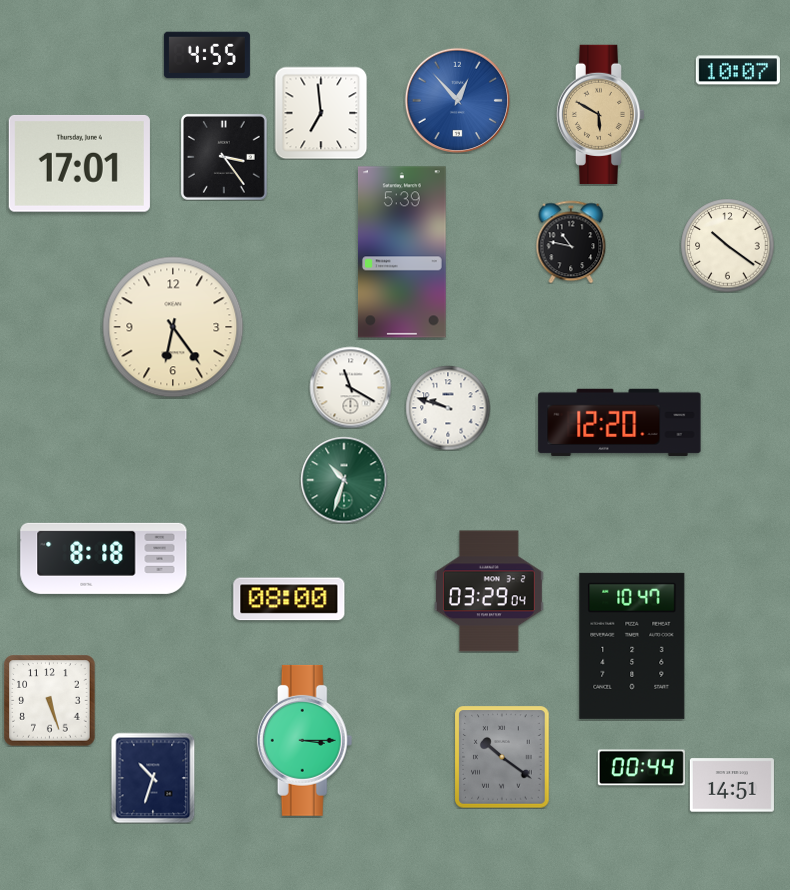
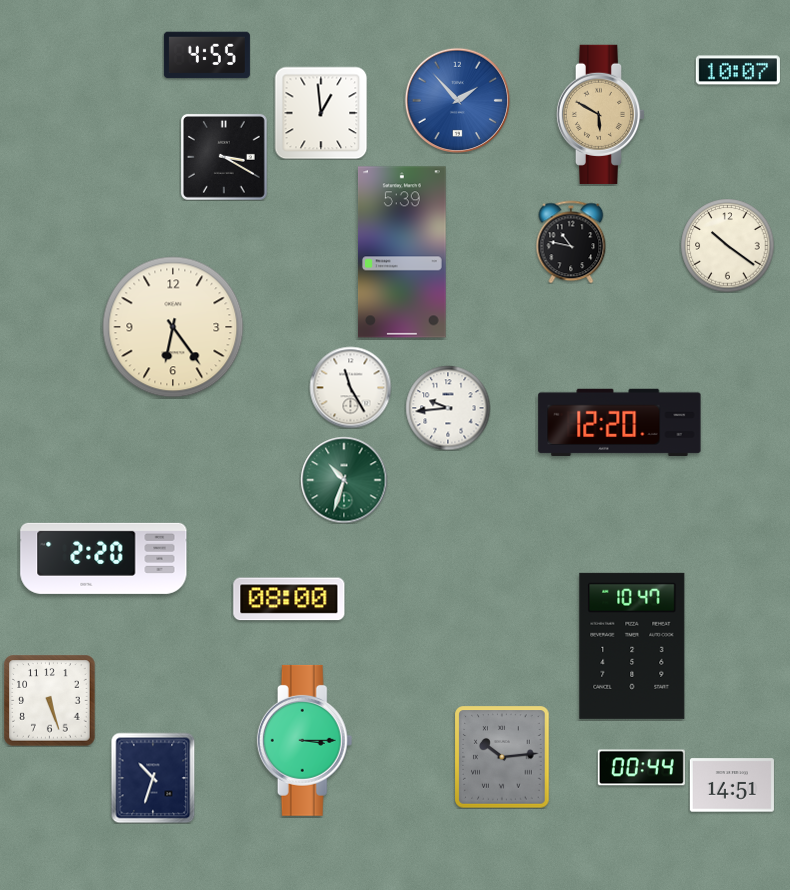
clock at (457, 100): 12:53 -> 1:53
clock at (321, 113): 6:59 -> 12:59
clock at (224, 157): 3:24 -> 3:20
clock at (79, 164): 17:01 -> none
clock at (350, 387): 11:20 -> 11:25
clock at (448, 408): 9:48 -> 9:44
clock at (104, 558): 8:18 -> 2:20
clock at (489, 591): 03:29 -> none
clock at (502, 757): 10:21 -> 10:14
